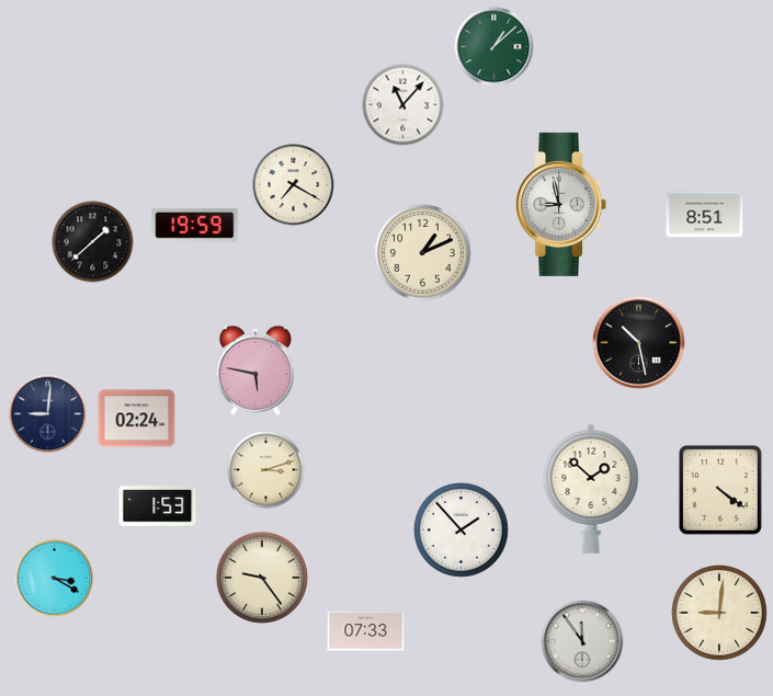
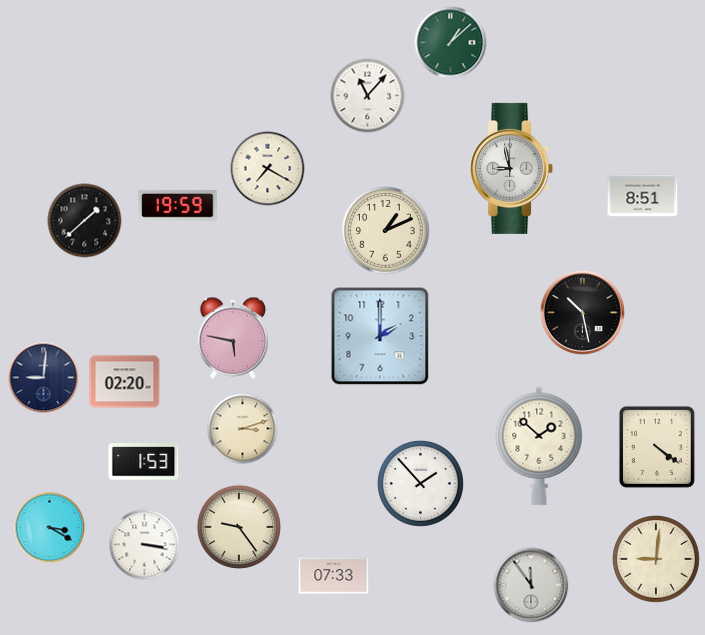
clock at (561, 204) position: (561, 204) -> (512, 168)
clock at (380, 336): none -> 2:00
clock at (137, 419): 02:24 -> 02:20
clock at (145, 545): none -> 3:17
